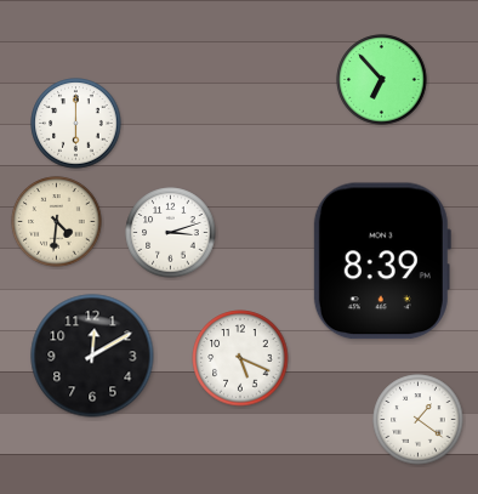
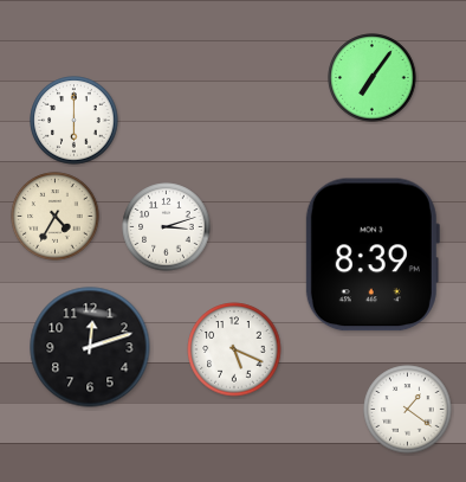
clock at (382, 80): 6:53 -> 7:06
clock at (57, 222): 4:31 -> 4:35
clock at (92, 356): 12:10 -> 12:12
